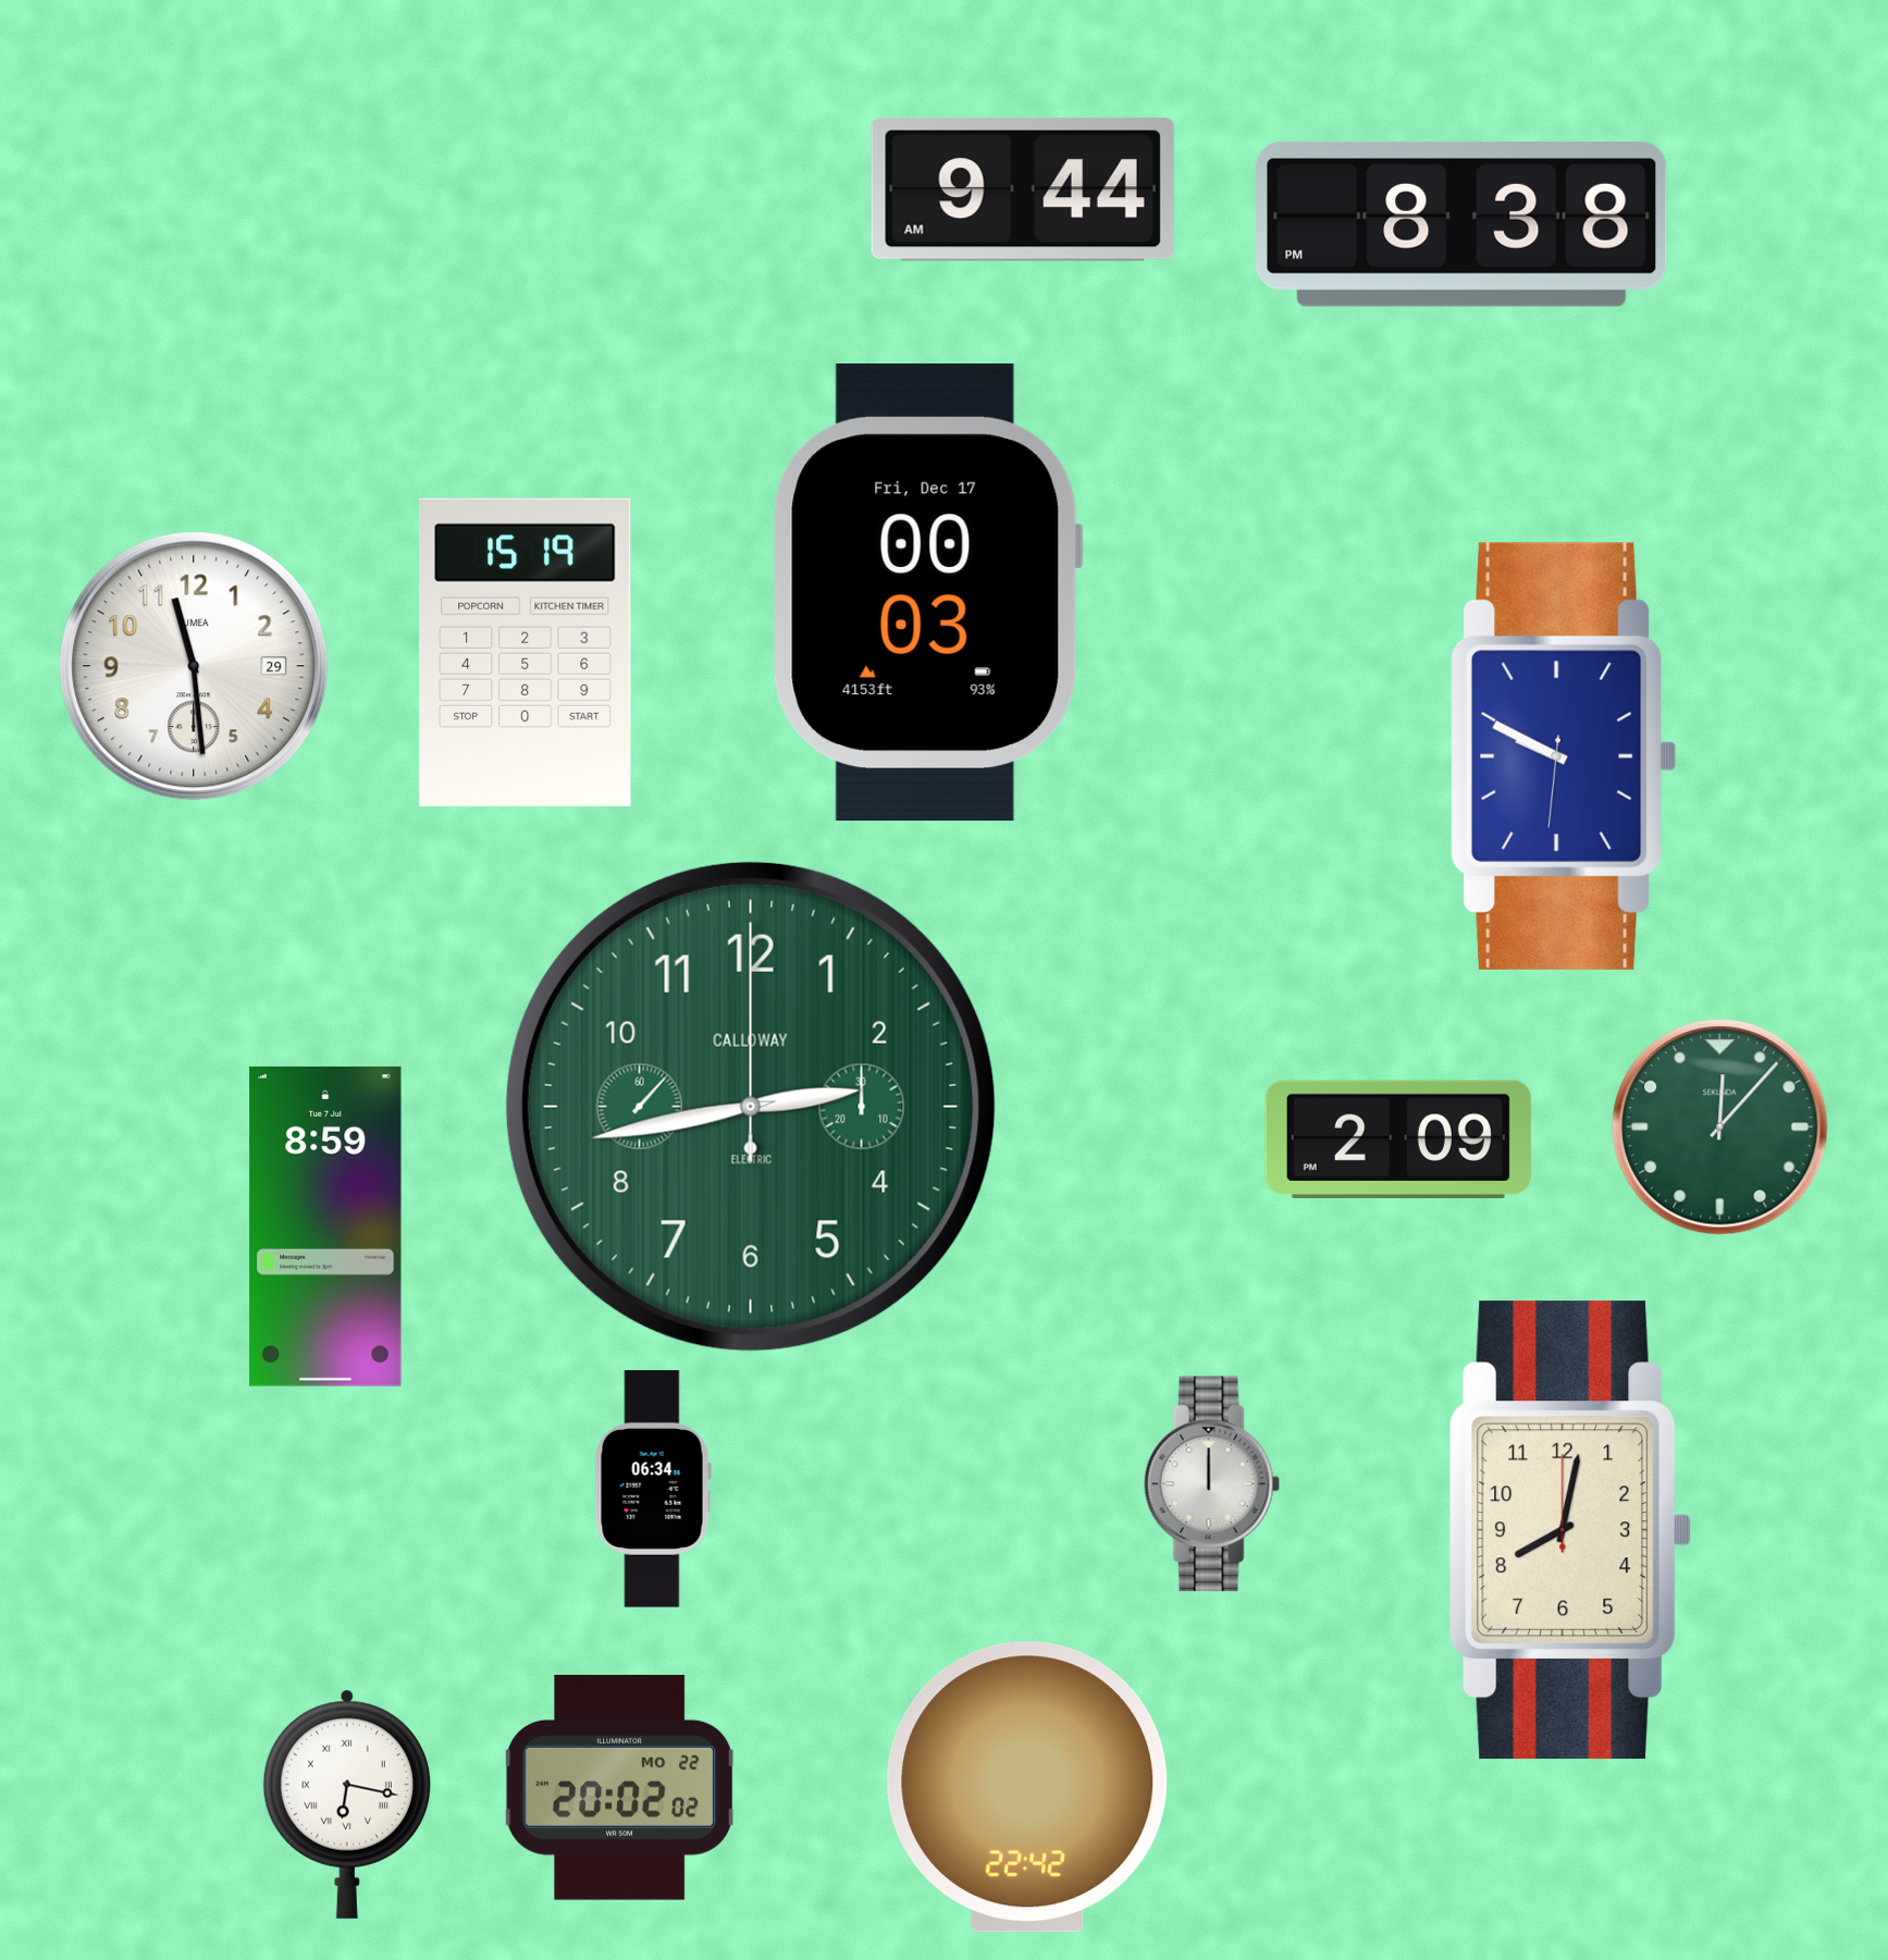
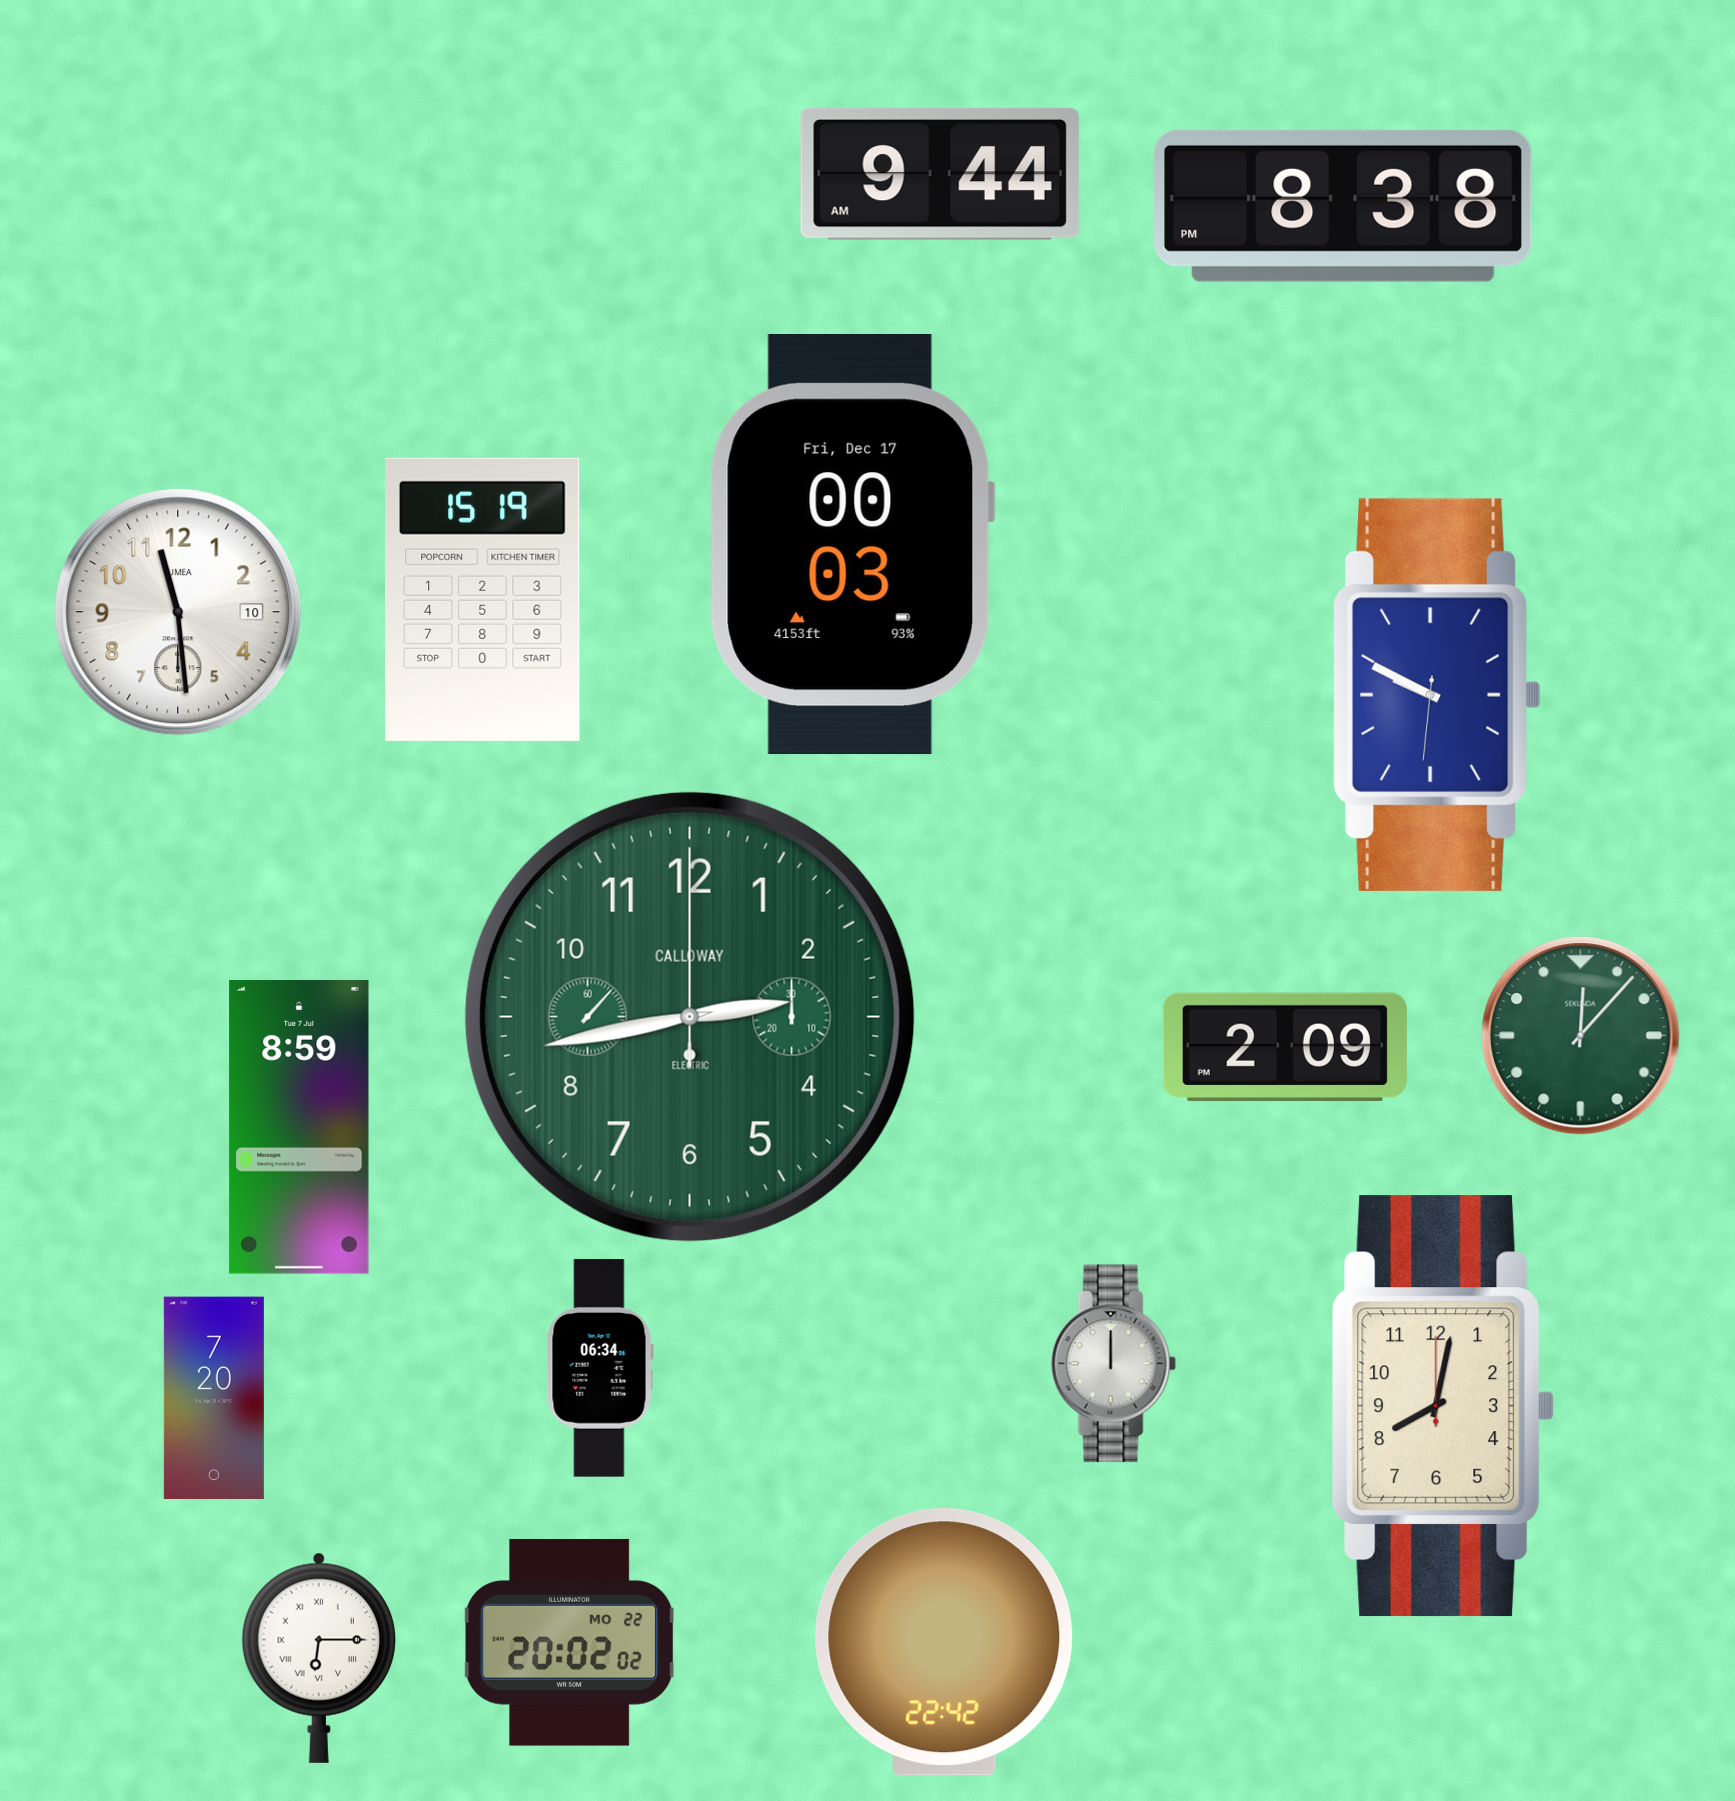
clock at (194, 666) date: 29 -> 10
clock at (214, 1398): none -> 7:20
clock at (347, 1804): 6:17 -> 6:15
